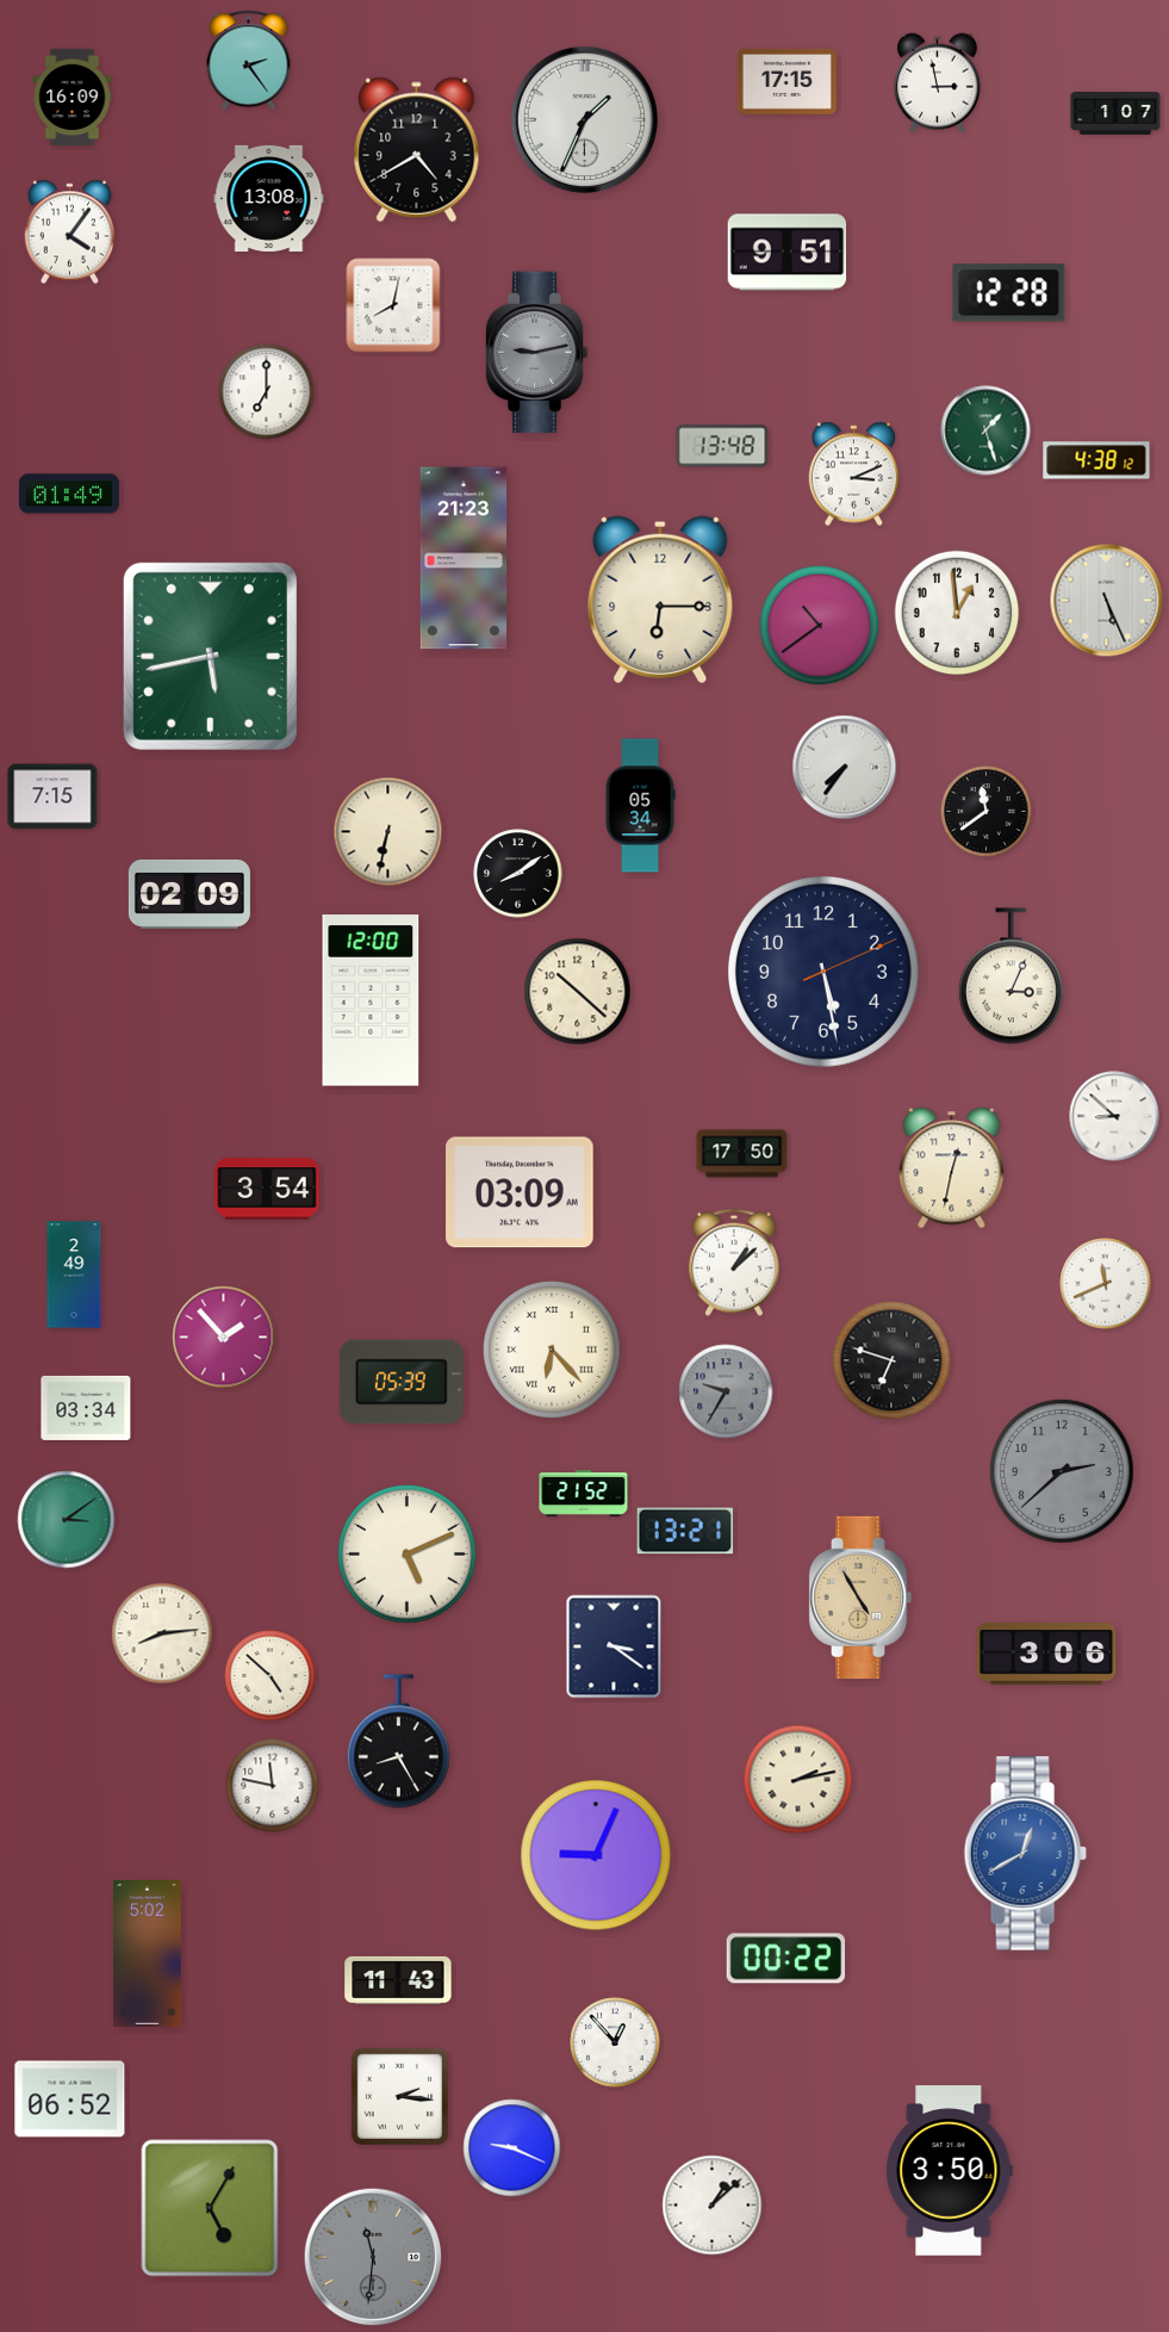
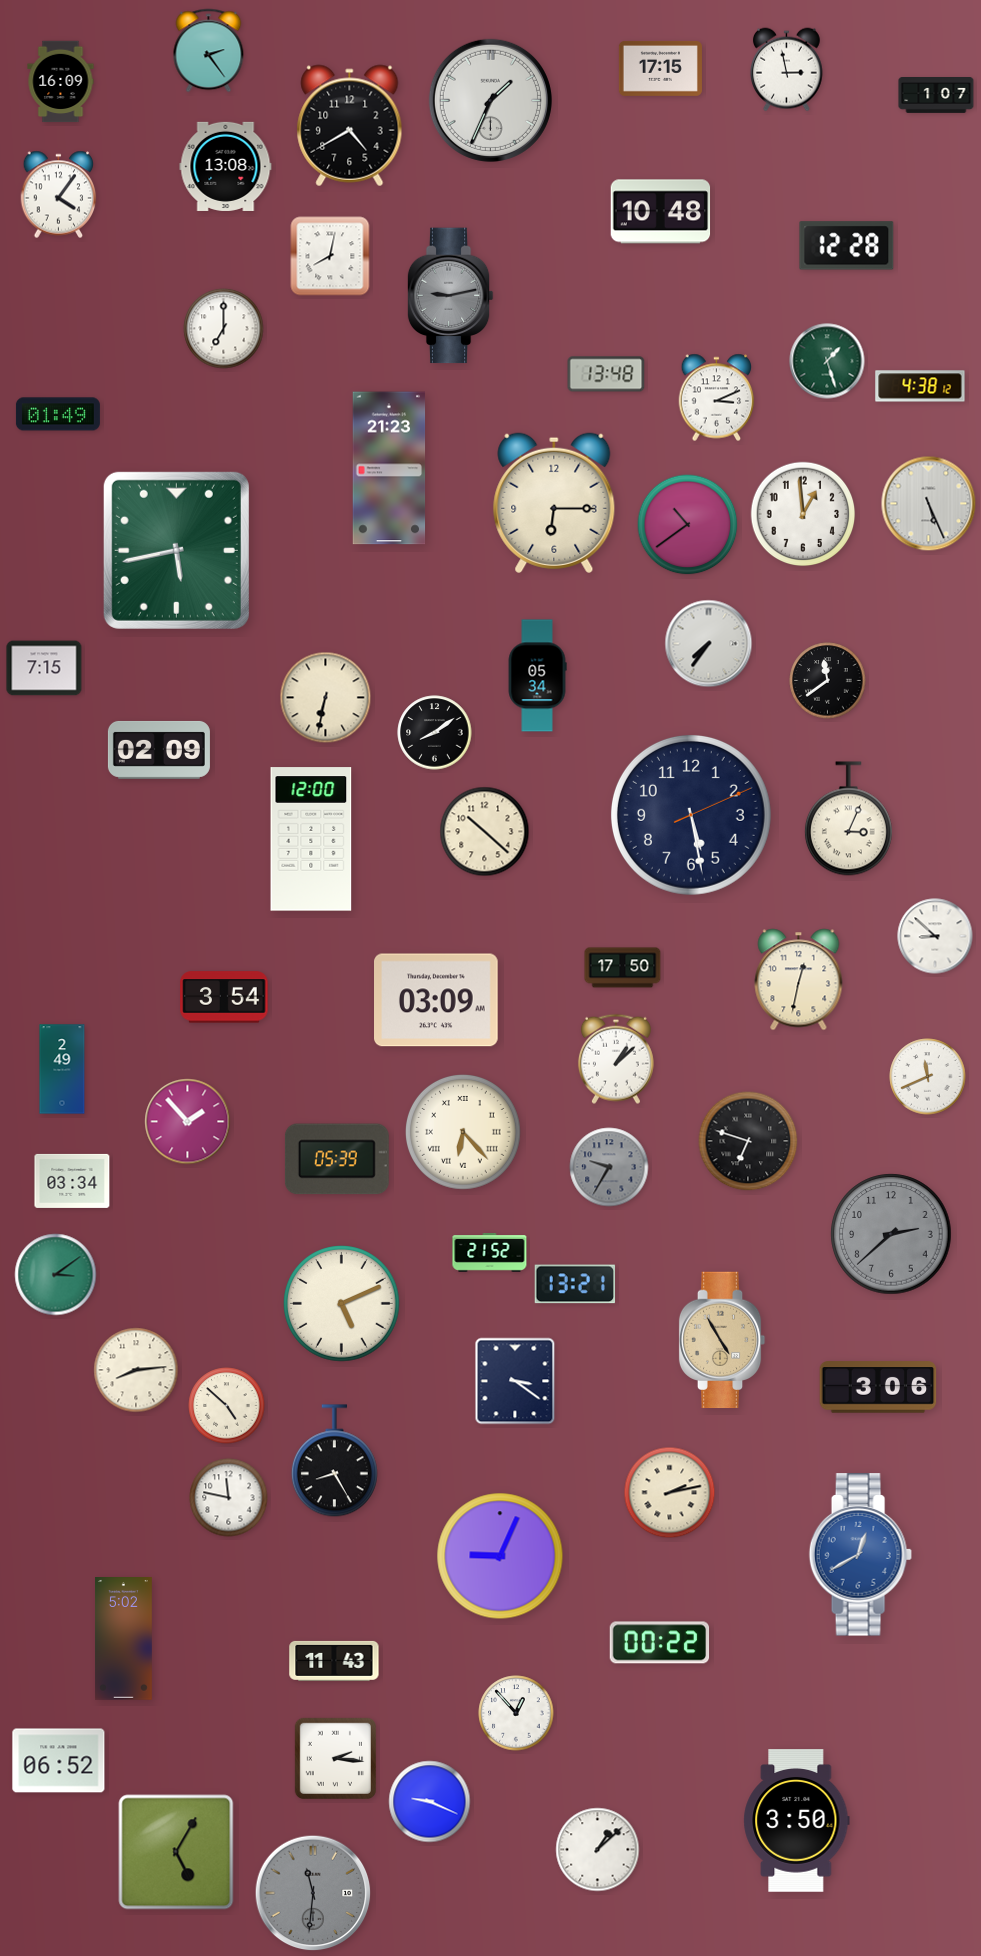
clock at (788, 253): 9:51 -> 10:48
